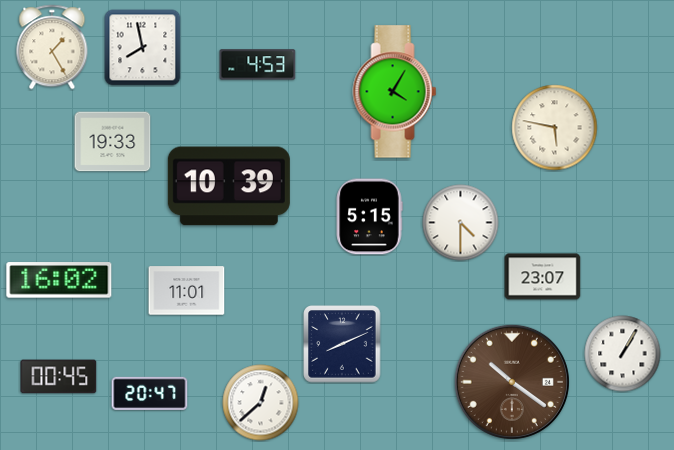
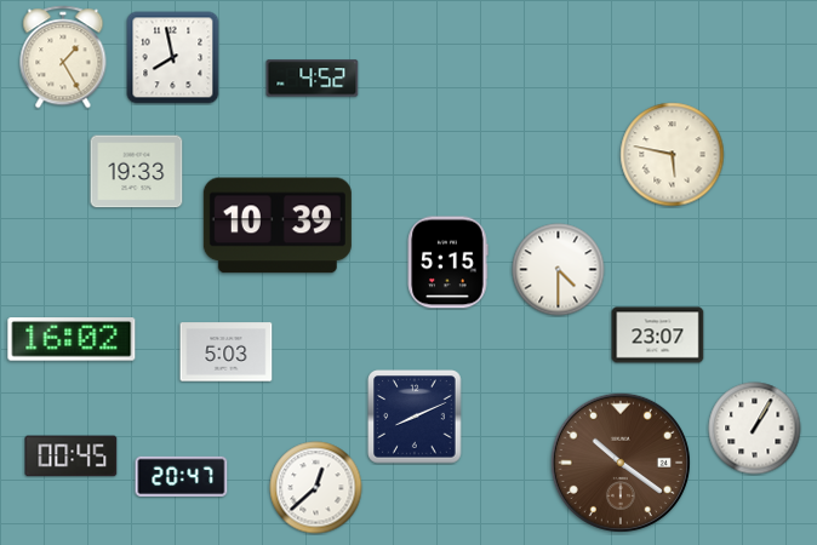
clock at (258, 65): 4:53 -> 4:52
clock at (395, 92): 4:05 -> none
clock at (187, 291): 11:01 -> 5:03
